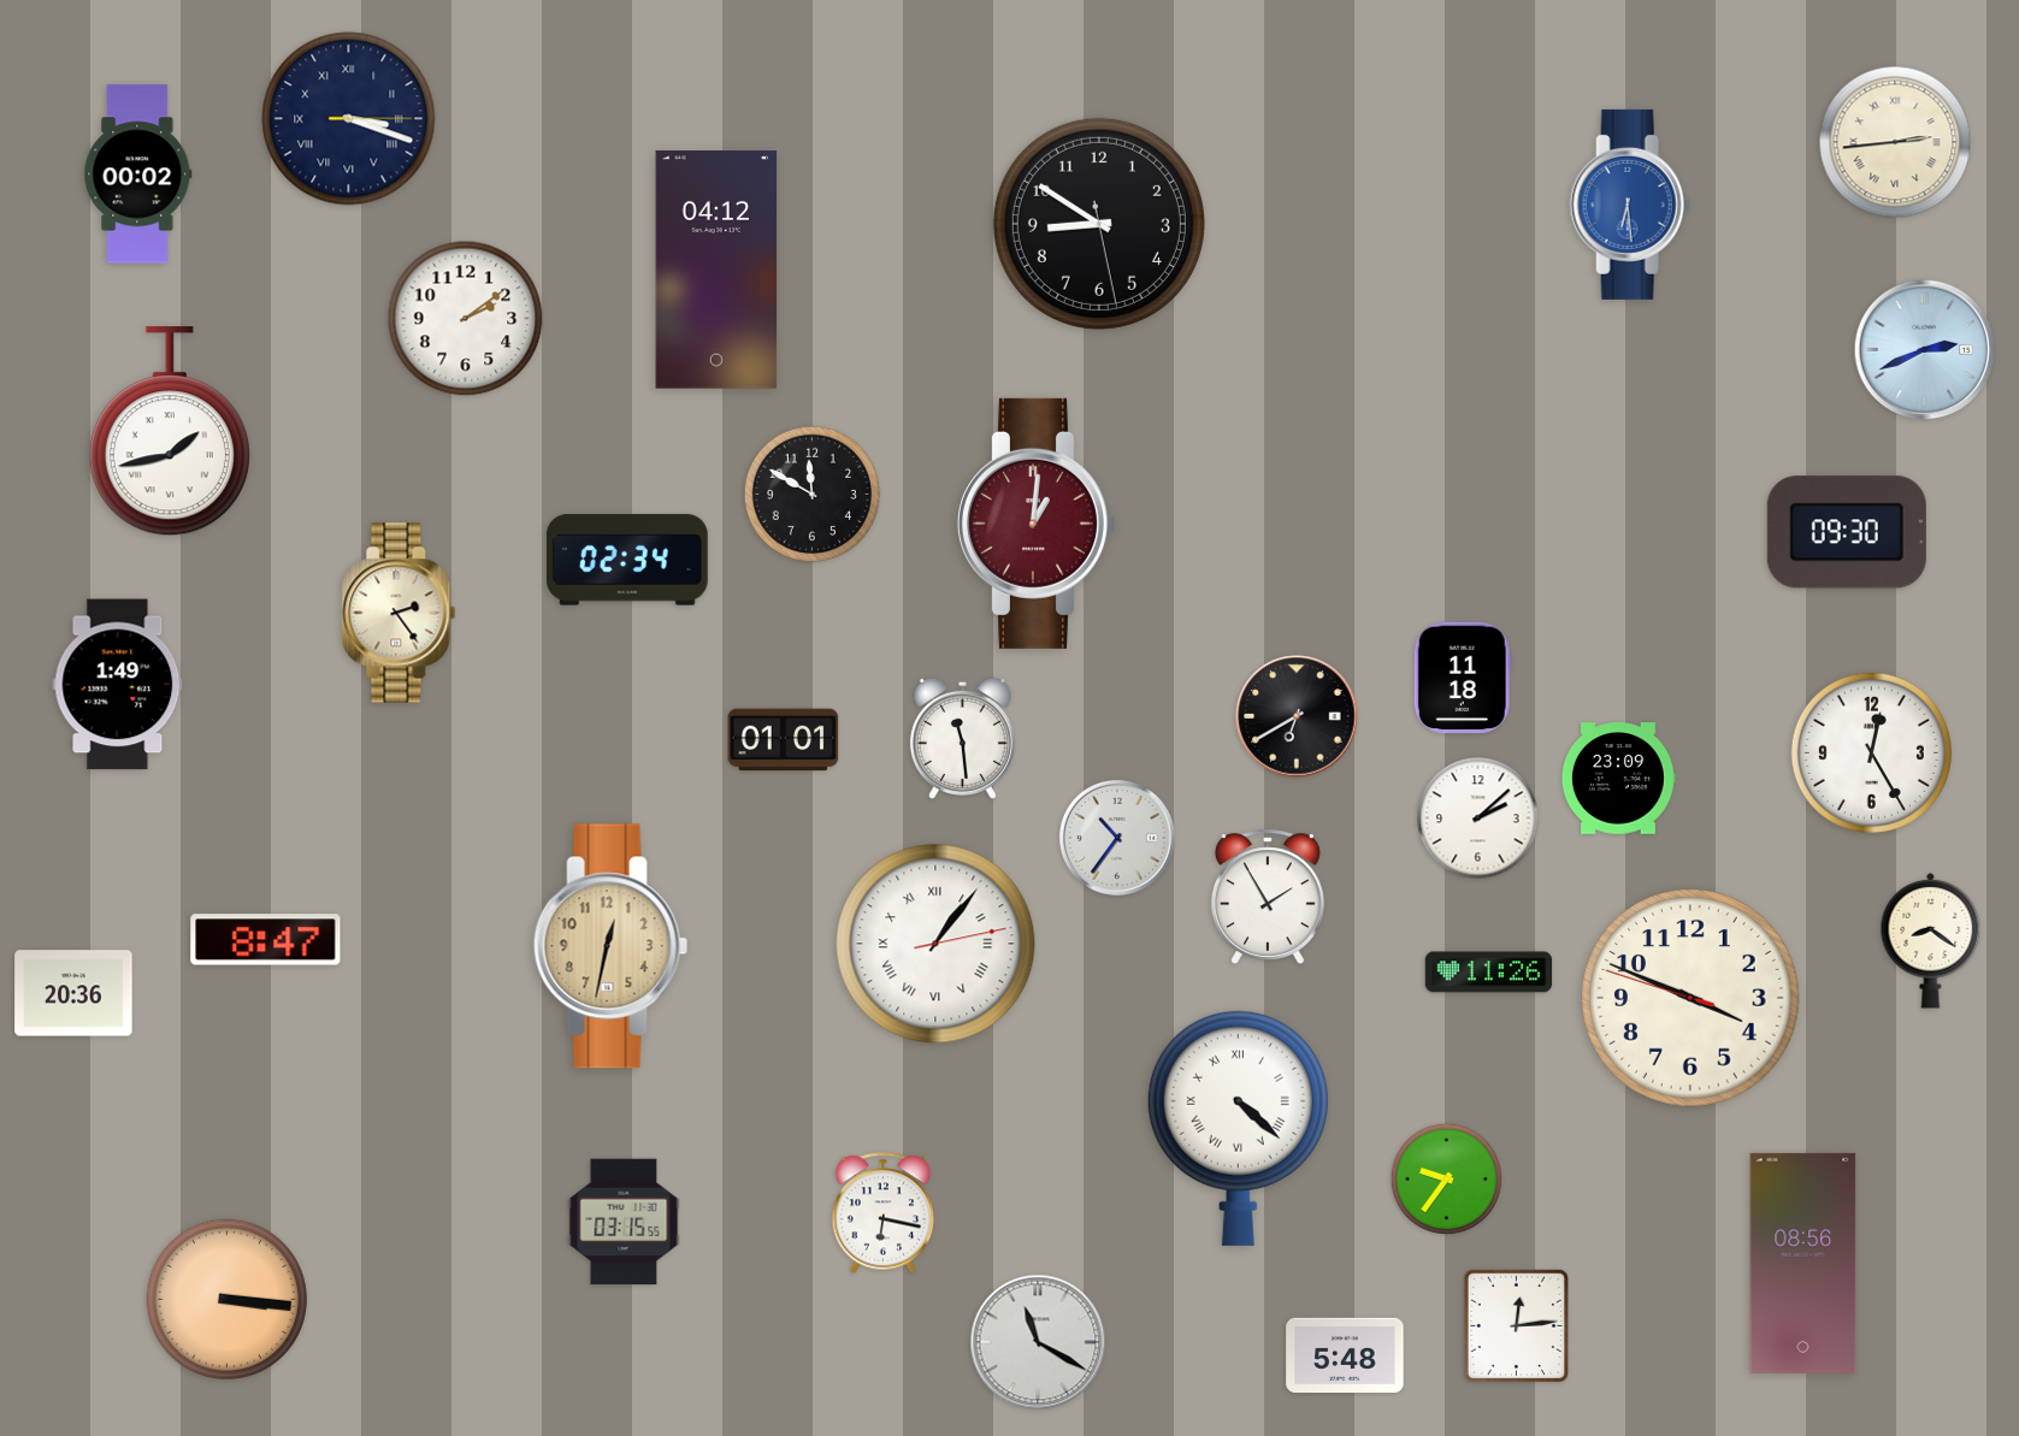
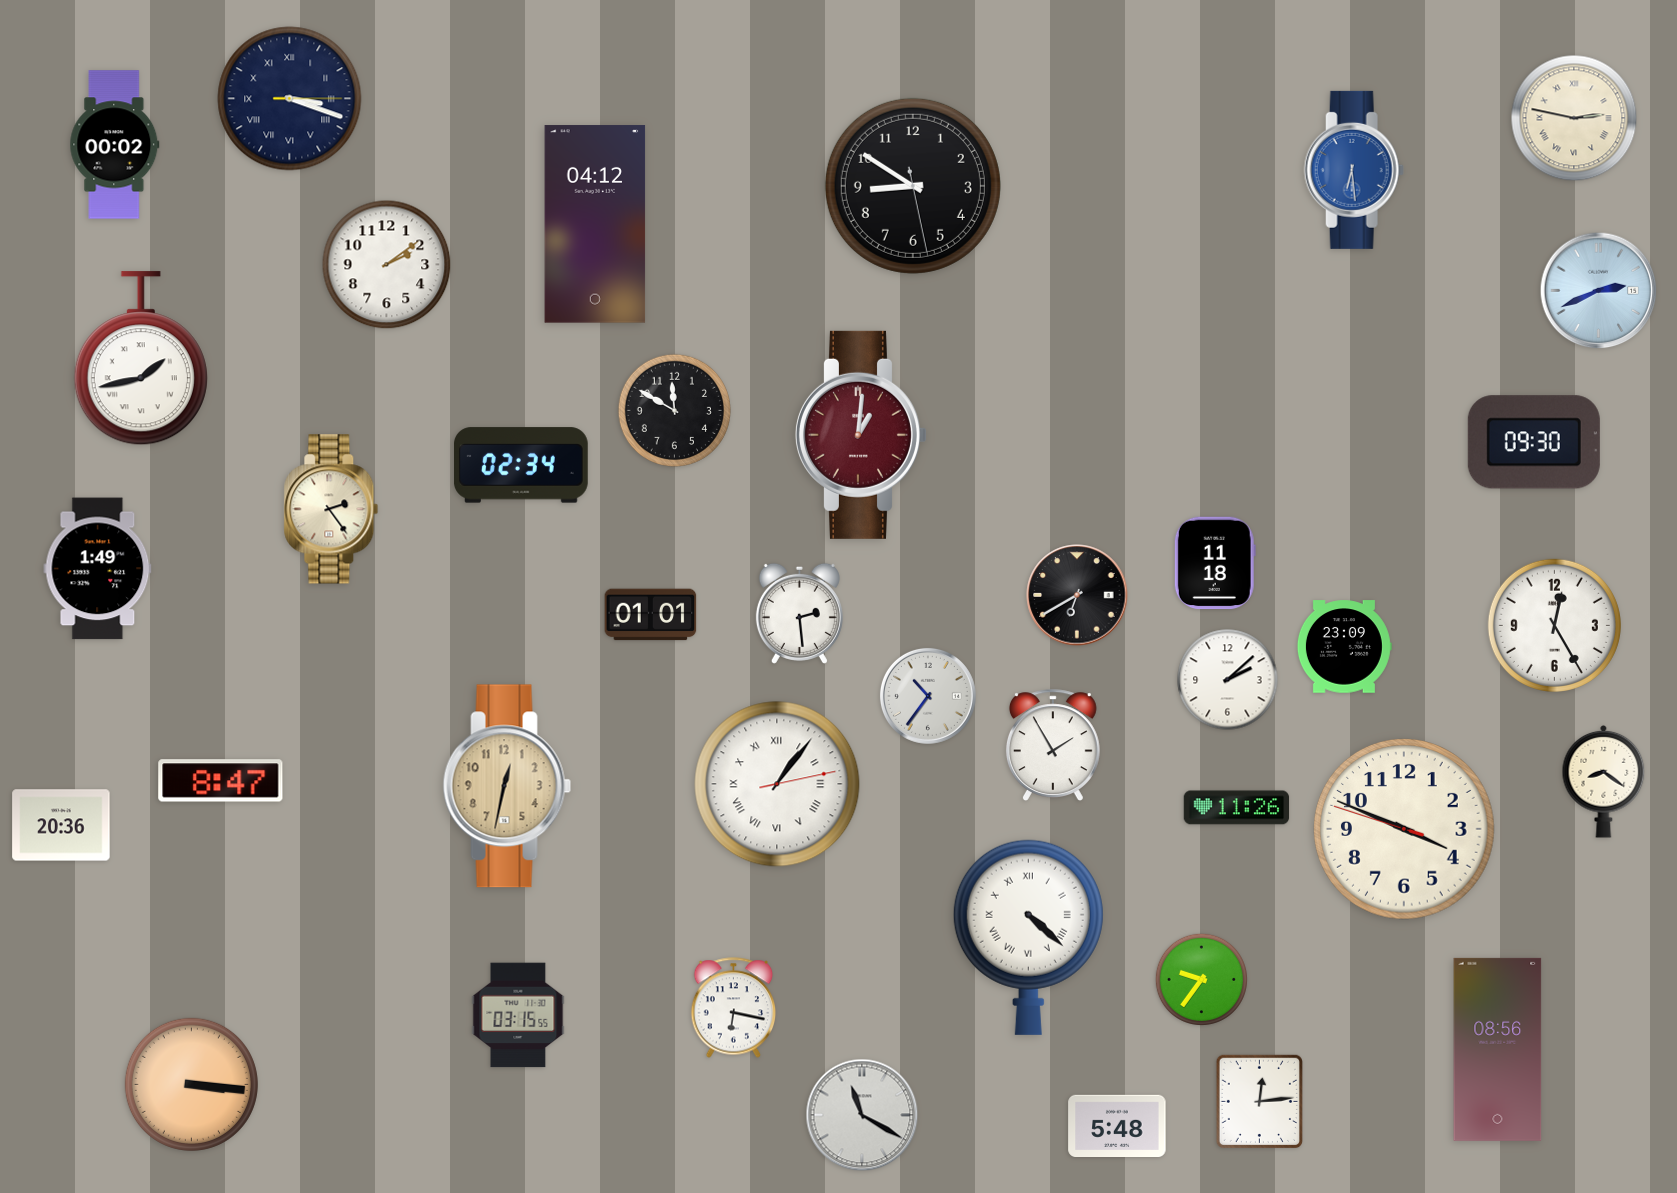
clock at (1895, 142): 2:44 -> 2:47
clock at (962, 738): 11:29 -> 2:29
clock at (226, 1299) position: (226, 1299) -> (191, 1084)
